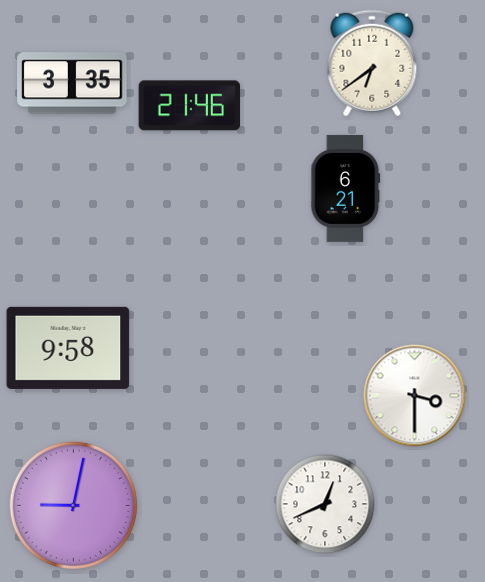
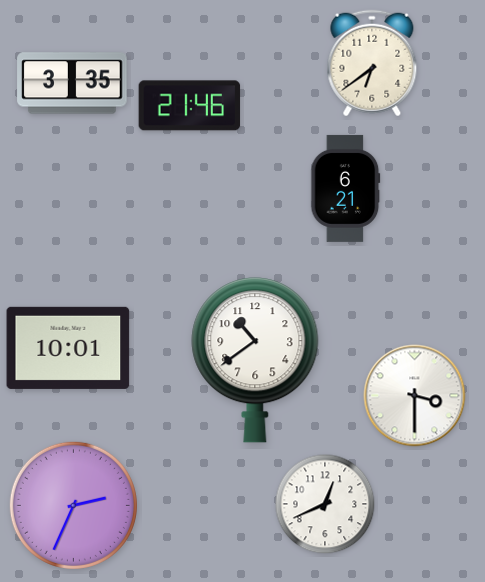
clock at (68, 348): 9:58 -> 10:01
clock at (255, 360): none -> 10:39
clock at (73, 505): 9:02 -> 2:34
